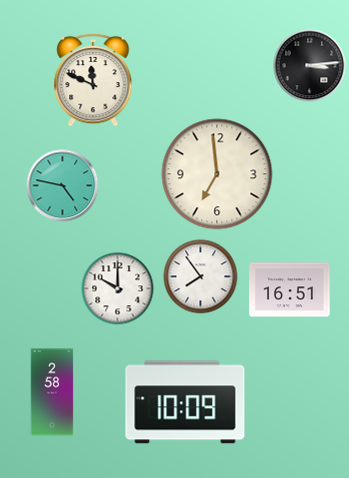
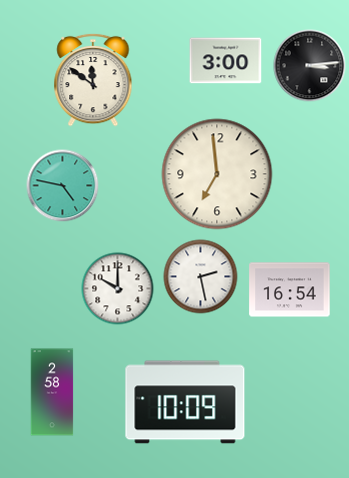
clock at (226, 61): none -> 3:00
clock at (93, 80): 11:49 -> 11:51
clock at (201, 277): 7:54 -> 2:28
clock at (290, 290): 16:51 -> 16:54
